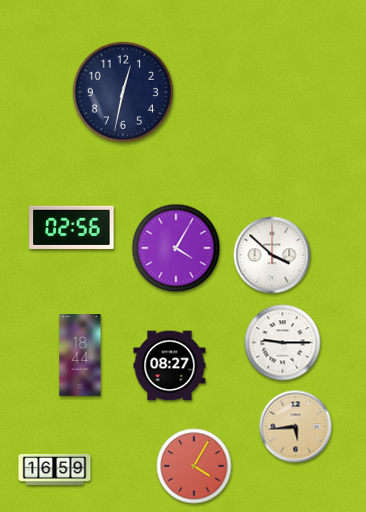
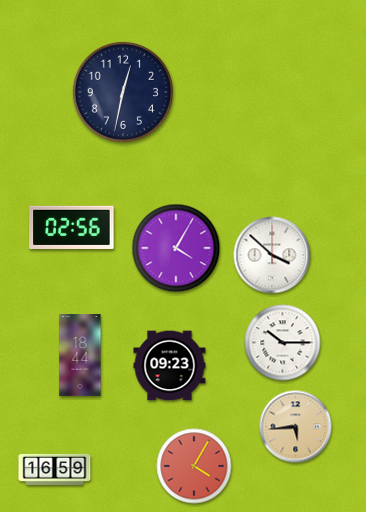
clock at (283, 343): 9:15 -> 10:15
clock at (170, 366): 08:27 -> 09:23
